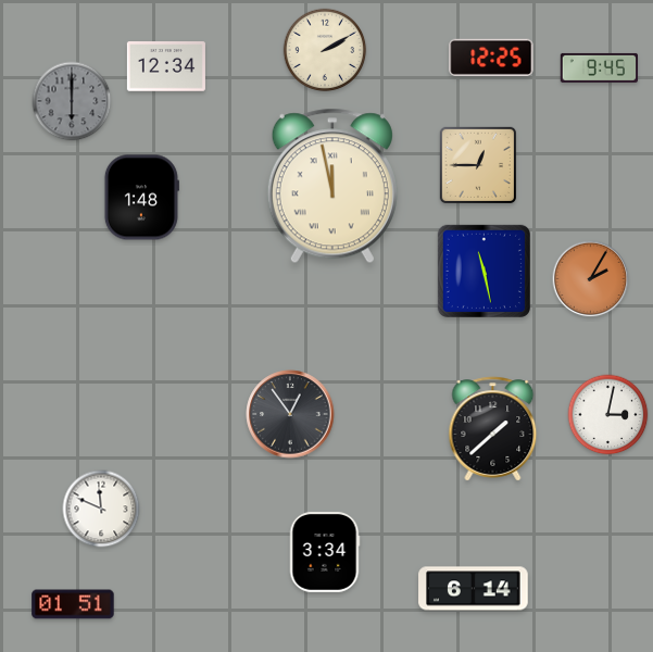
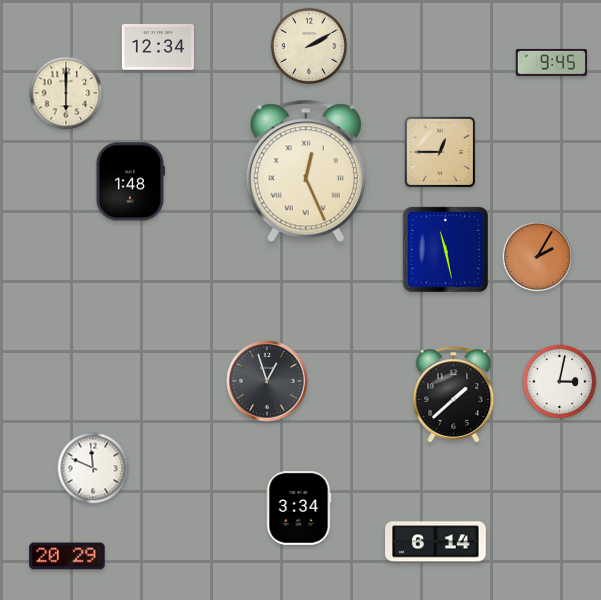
clock at (325, 50) position: (325, 50) -> (309, 46)
clock at (491, 58): 12:25 -> none
clock at (166, 66) position: (166, 66) -> (158, 47)
clock at (72, 101) dial: grey -> cream
clock at (332, 186): 11:58 -> 12:26
clock at (591, 279) position: (591, 279) -> (538, 257)
clock at (290, 414): 12:54 -> 12:57
clock at (73, 604): 01:51 -> 20:29
